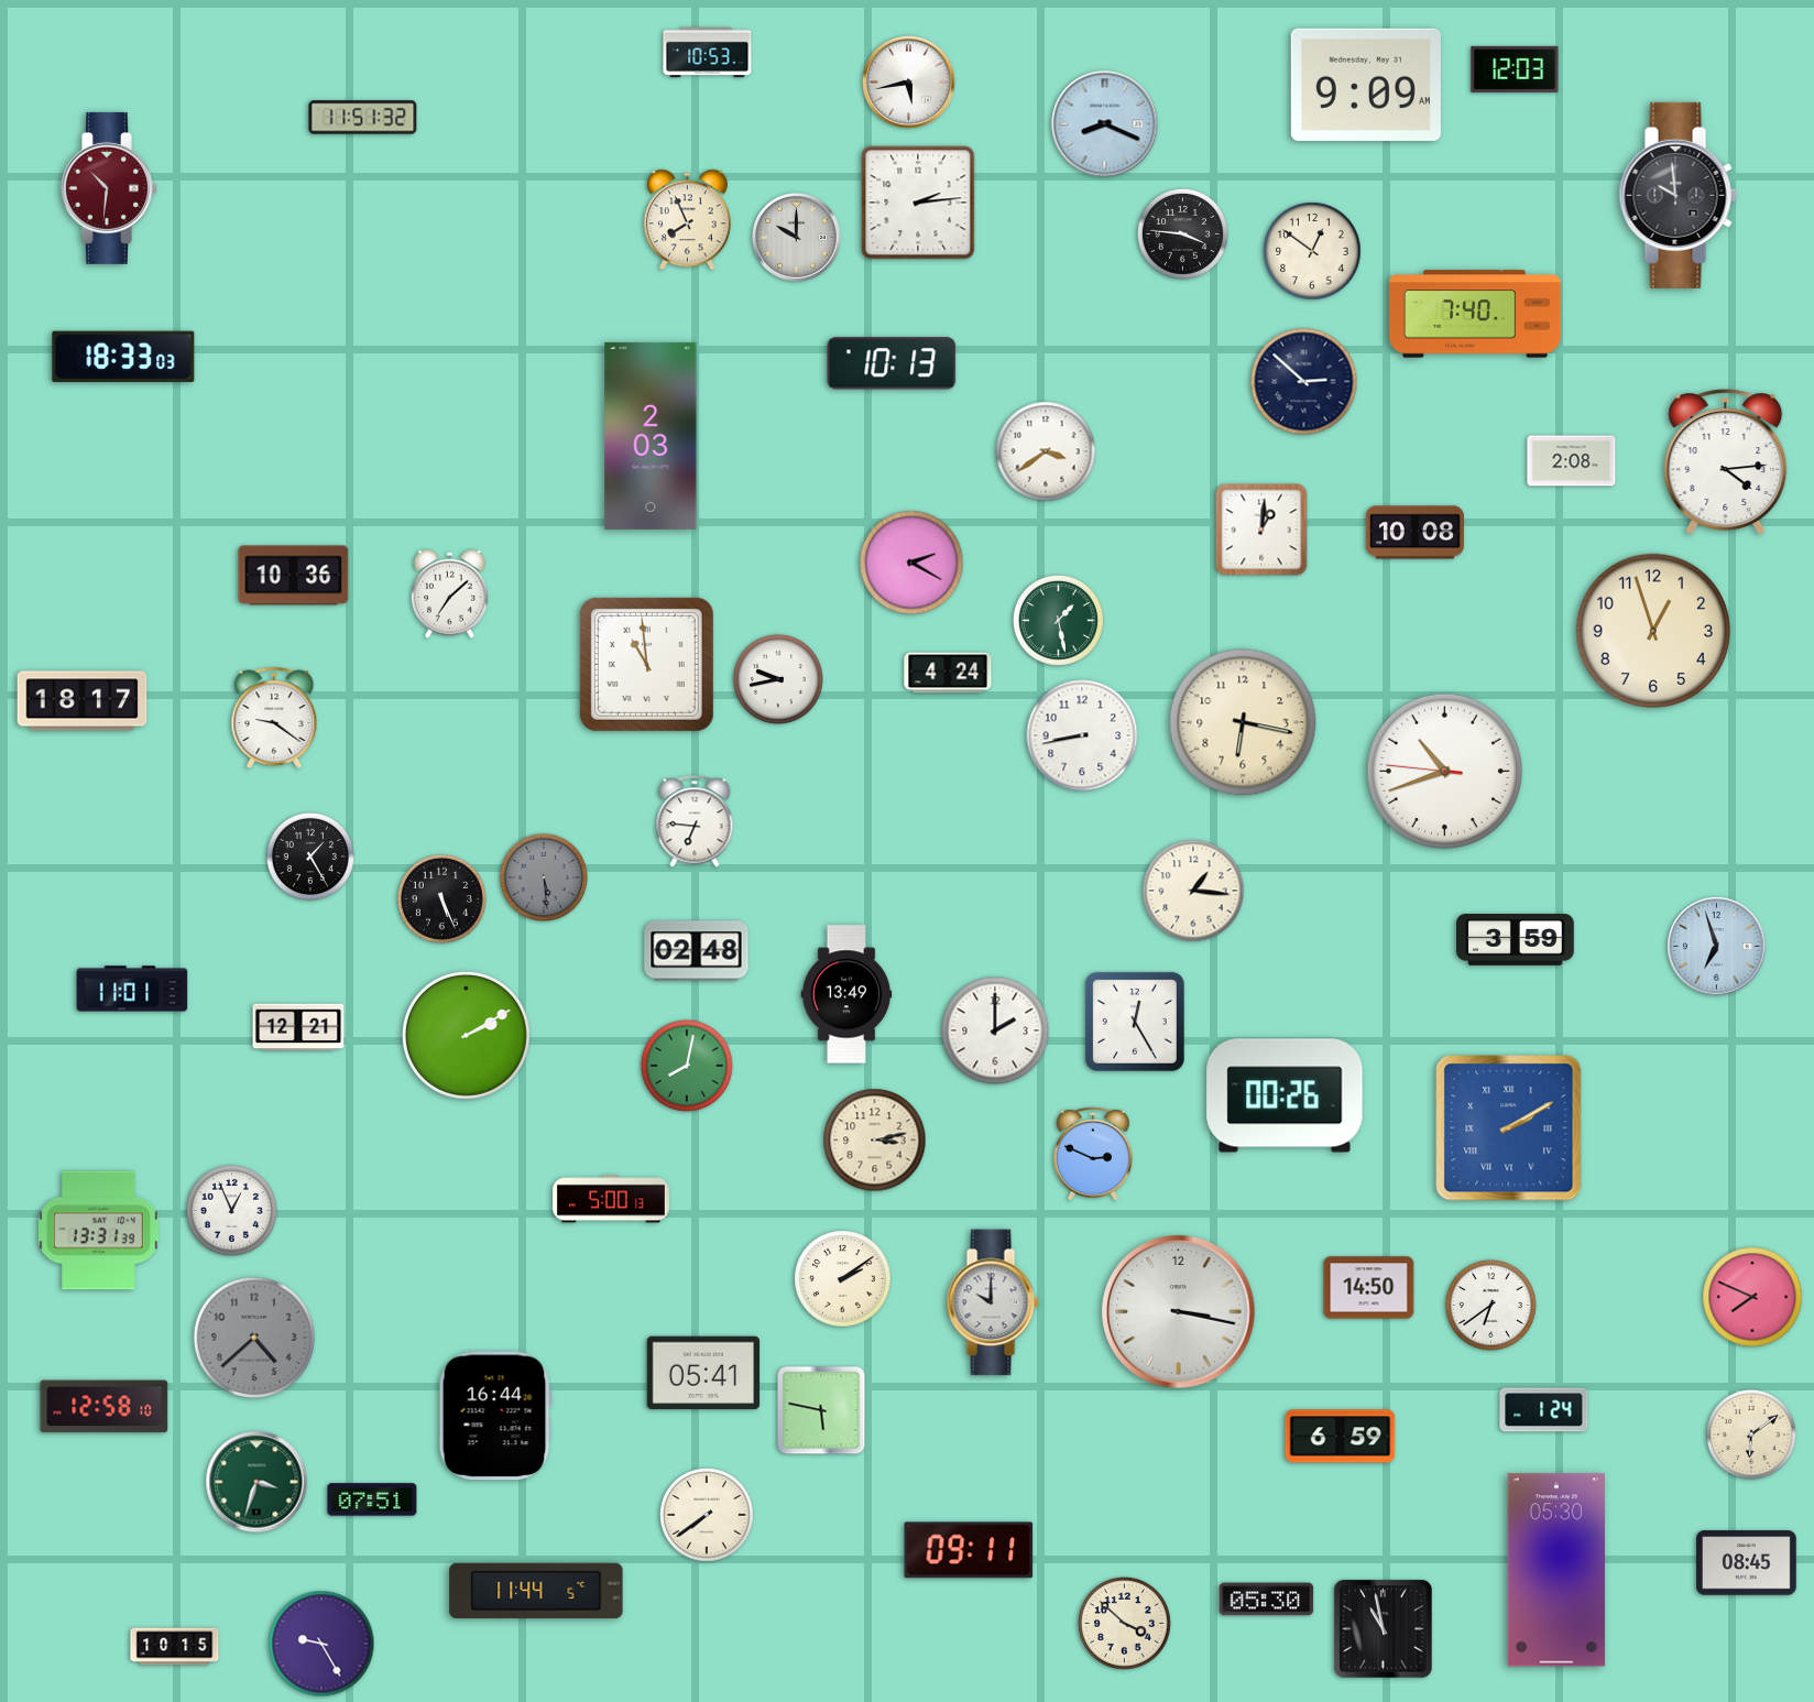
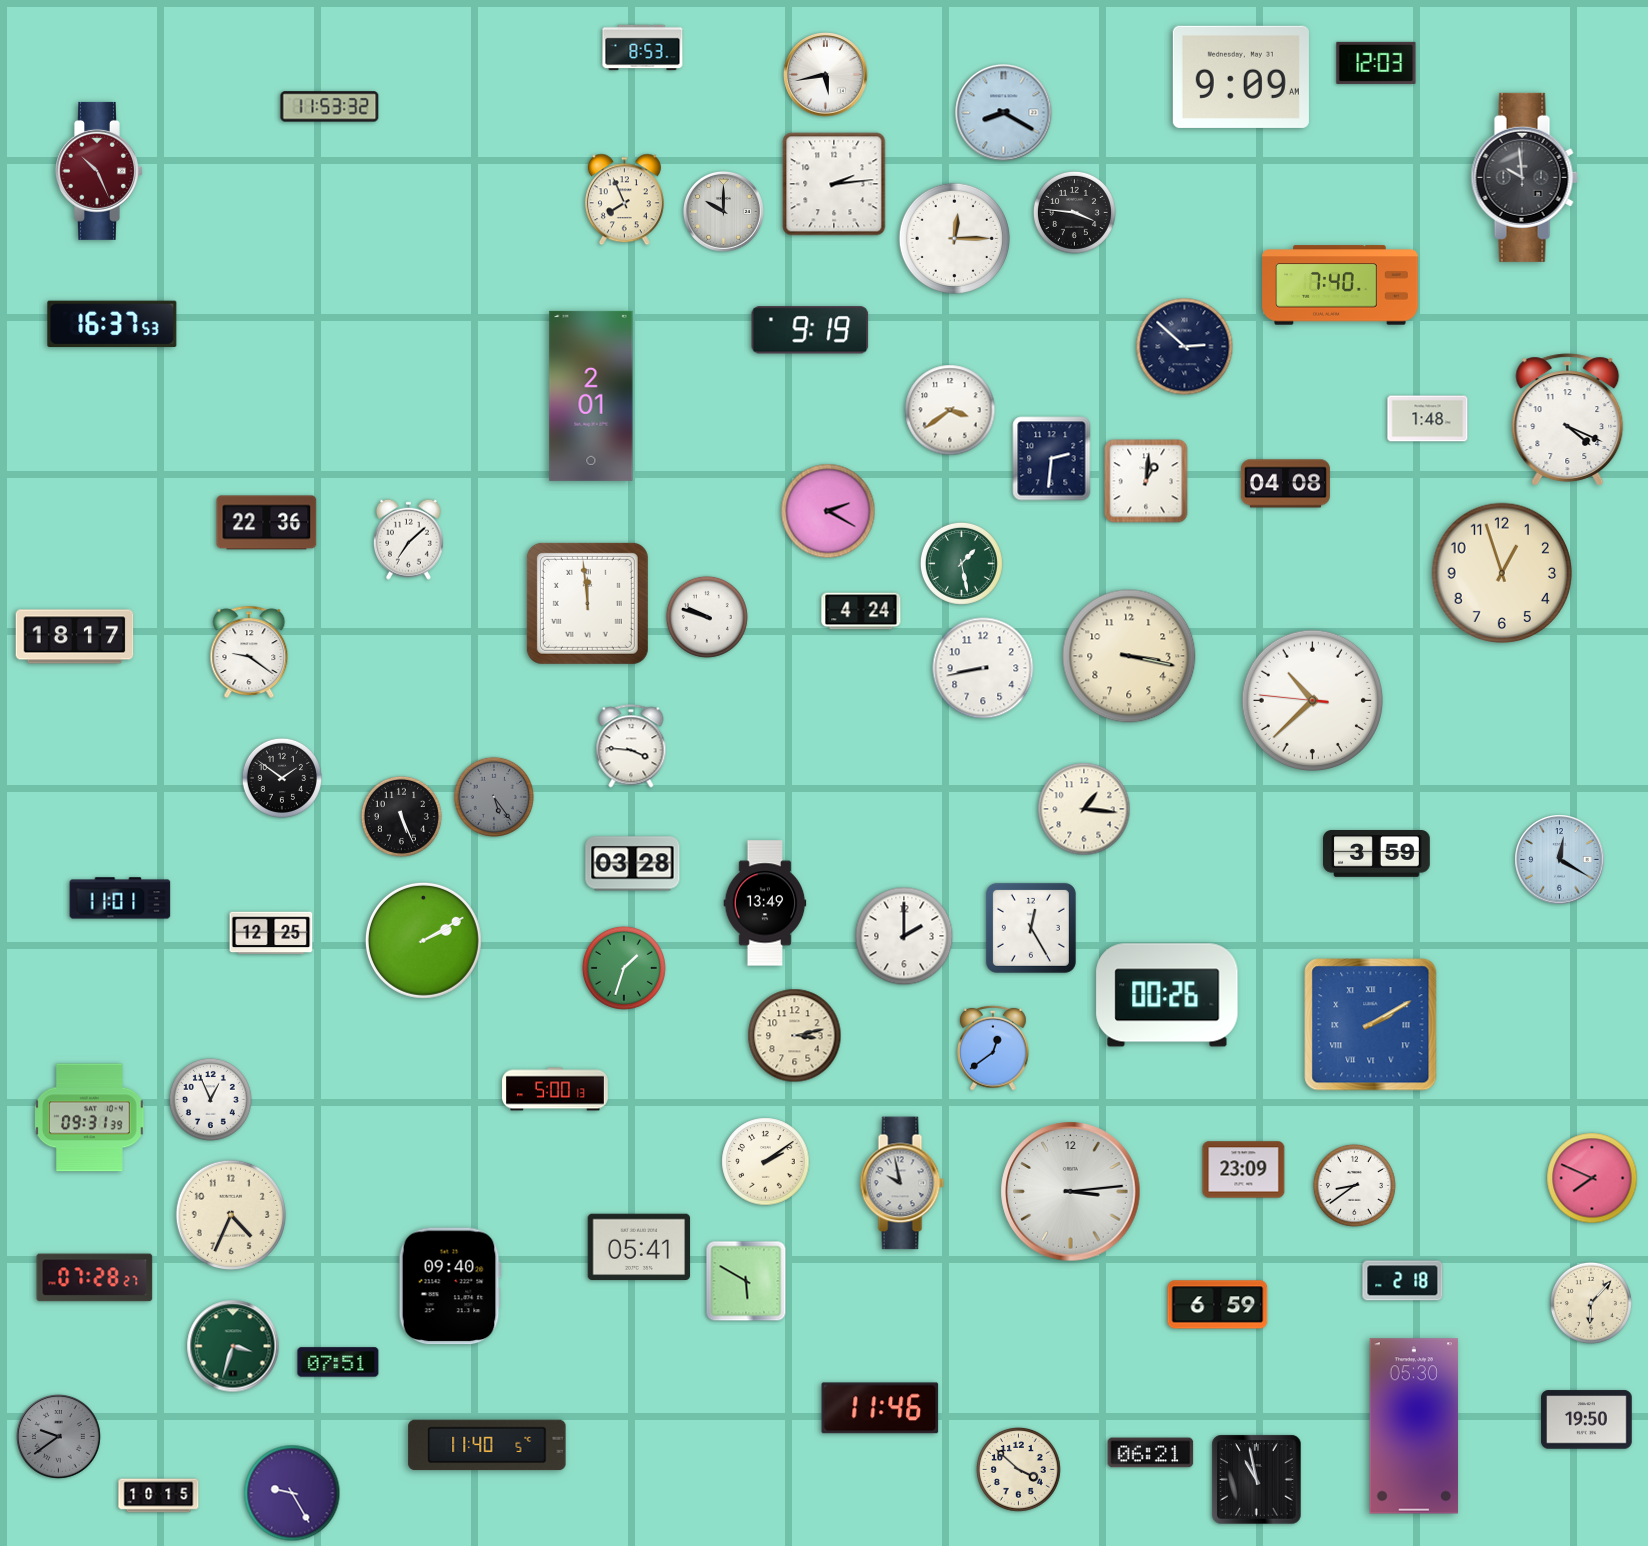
clock at (708, 53): 10:53 -> 8:53
clock at (363, 118): 11:51 -> 11:53
clock at (1105, 124): 8:19 -> 8:20
clock at (110, 188): 10:31 -> 10:26
clock at (797, 238) position: (797, 238) -> (724, 212)
clock at (1312, 251): 12:51 -> none
clock at (954, 238): none -> 12:15
clock at (123, 357): 18:33 -> 16:37
clock at (892, 363): 10:13 -> 9:19
clock at (651, 436): 2:03 -> 2:01
clock at (1572, 461): 2:08 -> 1:48
clock at (1726, 462): 4:14 -> 4:19
clock at (1052, 459): none -> 2:31
clock at (1414, 533): 10:08 -> 04:08
clock at (294, 576): 10:36 -> 22:36
clock at (646, 664): 10:59 -> 11:59
clock at (778, 679): 9:43 -> 9:48
clock at (1243, 722): 6:17 -> 3:17
clock at (1444, 771): 10:41 -> 10:37
clock at (695, 821): 6:46 -> 3:46
clock at (310, 857): 1:25 -> 1:51
clock at (544, 877): 5:29 -> 5:24
clock at (1717, 947): 6:57 -> 12:20
clock at (697, 951): 02:48 -> 03:28
clock at (846, 994) position: (846, 994) -> (765, 903)
clock at (298, 1027): 12:21 -> 12:25
clock at (687, 1066): 8:02 -> 1:33
clock at (1094, 1154): 2:49 -> 12:39
clock at (99, 1231): 13:31 -> 09:31
clock at (1369, 1288): 14:50 -> 23:09
clock at (993, 1302): 10:00 -> 9:58
clock at (1490, 1305): 6:39 -> 8:39
clock at (1179, 1312): 3:17 -> 3:14
clock at (253, 1336): 4:38 -> 4:34
clock at (253, 1336) dial: grey -> cream
clock at (105, 1407): 12:58 -> 07:28
clock at (821, 1410): 5:47 -> 5:50
clock at (1544, 1410): 1:24 -> 2:18
clock at (495, 1416): 16:44 -> 09:40
clock at (1751, 1434): 6:09 -> 6:07
clock at (707, 1515): 7:39 -> none
clock at (969, 1550): 09:11 -> 11:46
clock at (1747, 1563): 08:45 -> 19:50
clock at (59, 1437): none -> 9:39
clock at (536, 1591): 11:44 -> 11:40
clock at (1267, 1600): 05:30 -> 06:21
clock at (1125, 1624) position: (1125, 1624) -> (1019, 1470)
